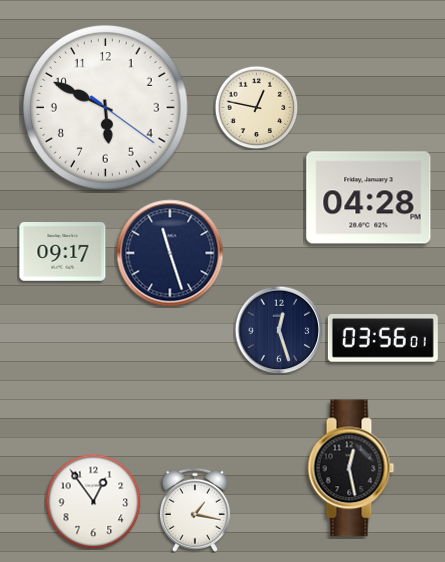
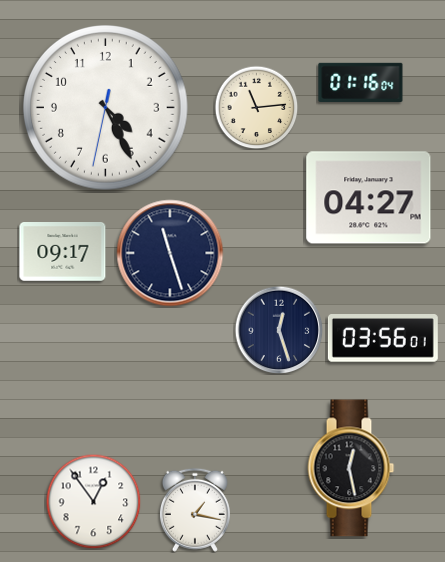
clock at (361, 82): none -> 01:16
clock at (256, 107): 12:47 -> 11:14
clock at (106, 108): 5:49 -> 4:25
clock at (369, 198): 04:28 -> 04:27
